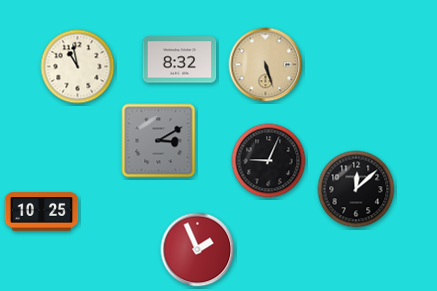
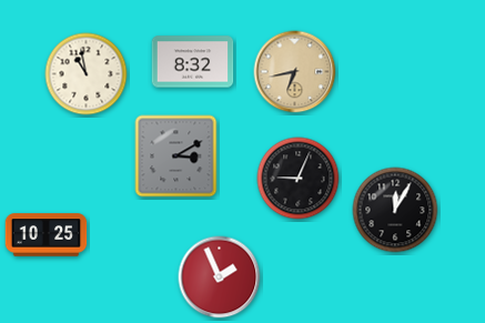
clock at (180, 60) position: (180, 60) -> (193, 62)
clock at (266, 65): 5:27 -> 6:43
clock at (356, 189): 12:08 -> 12:05
